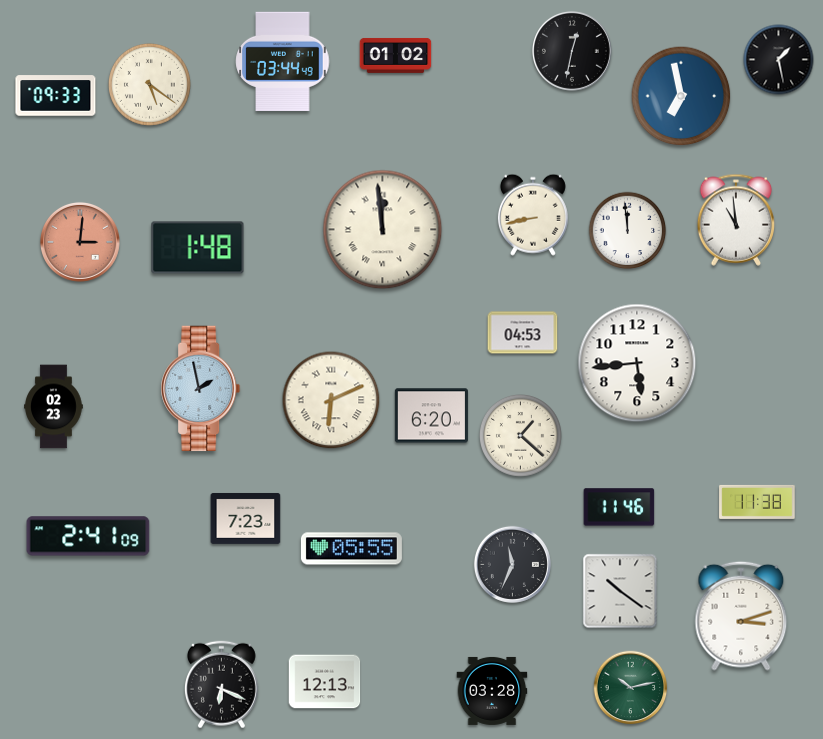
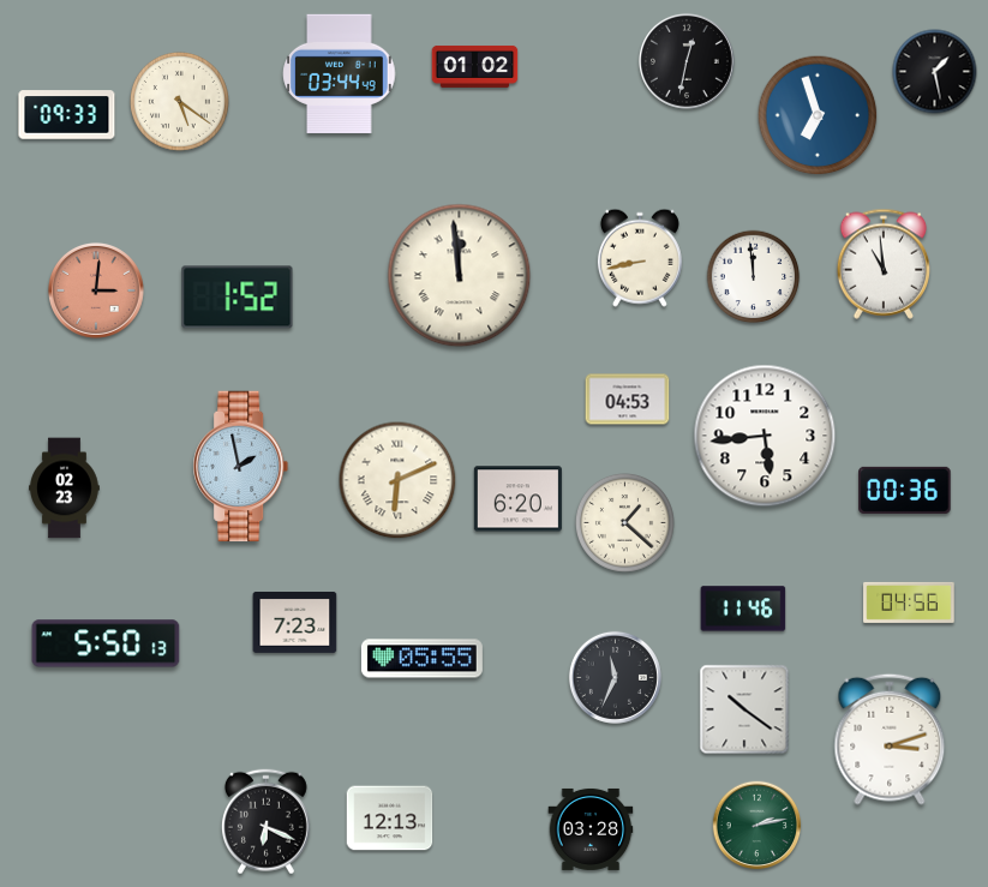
clock at (681, 96): 6:58 -> 6:57
clock at (198, 248): 1:48 -> 1:52
clock at (905, 490): none -> 00:36
clock at (757, 502): 11:38 -> 04:56
clock at (88, 536): 2:41 -> 5:50
clock at (631, 688): 10:13 -> 2:13
